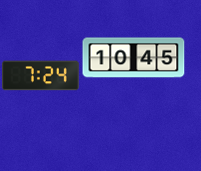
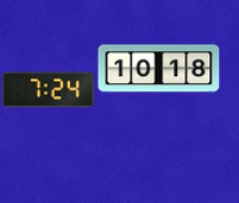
clock at (134, 58): 10:45 -> 10:18
